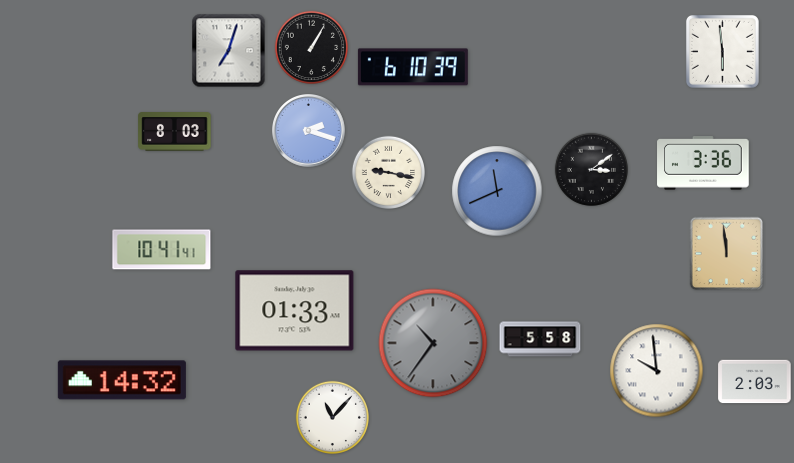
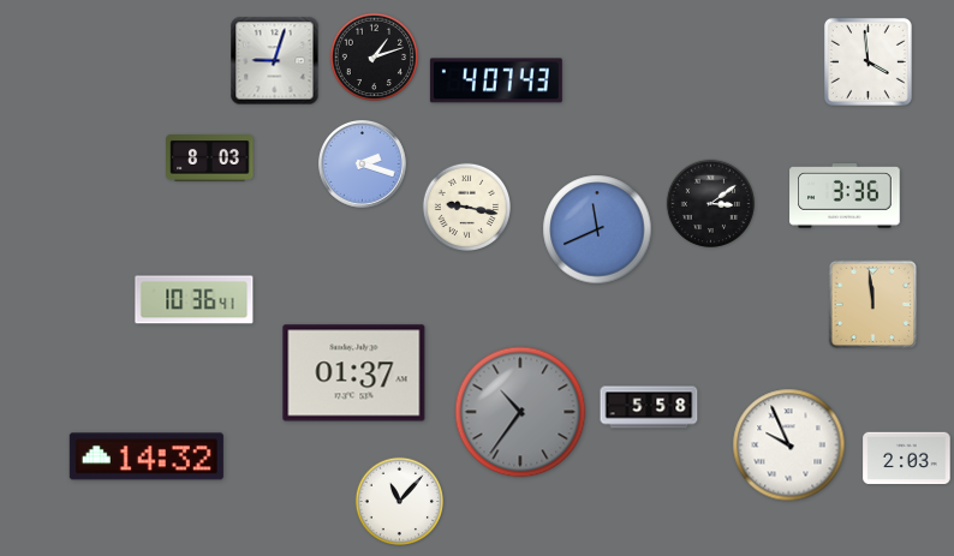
clock at (311, 47): 1:05 -> 1:12
clock at (229, 51): 7:03 -> 9:03
clock at (722, 51): 5:59 -> 3:59
clock at (413, 67): 6:10 -> 4:07
clock at (309, 131) position: (309, 131) -> (363, 165)
clock at (162, 250): 10:41 -> 10:36
clock at (295, 311): 01:33 -> 01:37
clock at (657, 371): 9:59 -> 9:56
